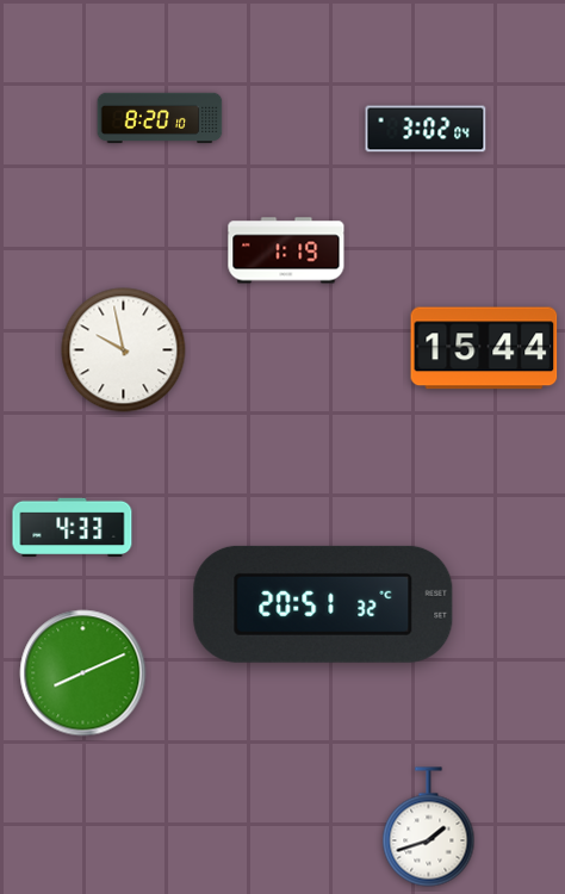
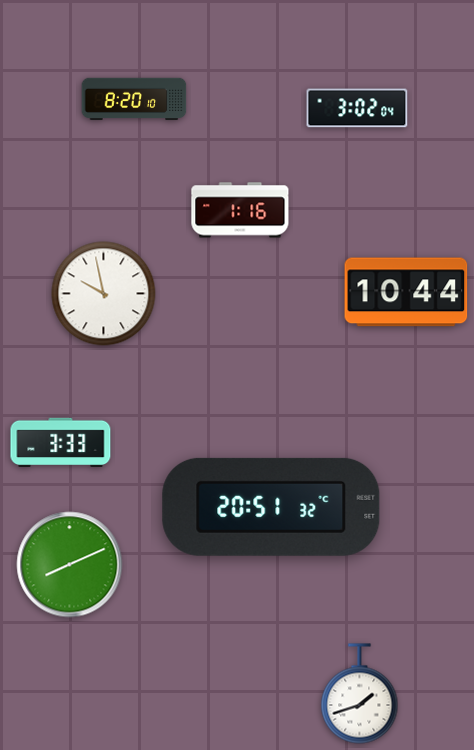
clock at (286, 250): 1:19 -> 1:16
clock at (484, 348): 15:44 -> 10:44
clock at (73, 527): 4:33 -> 3:33
